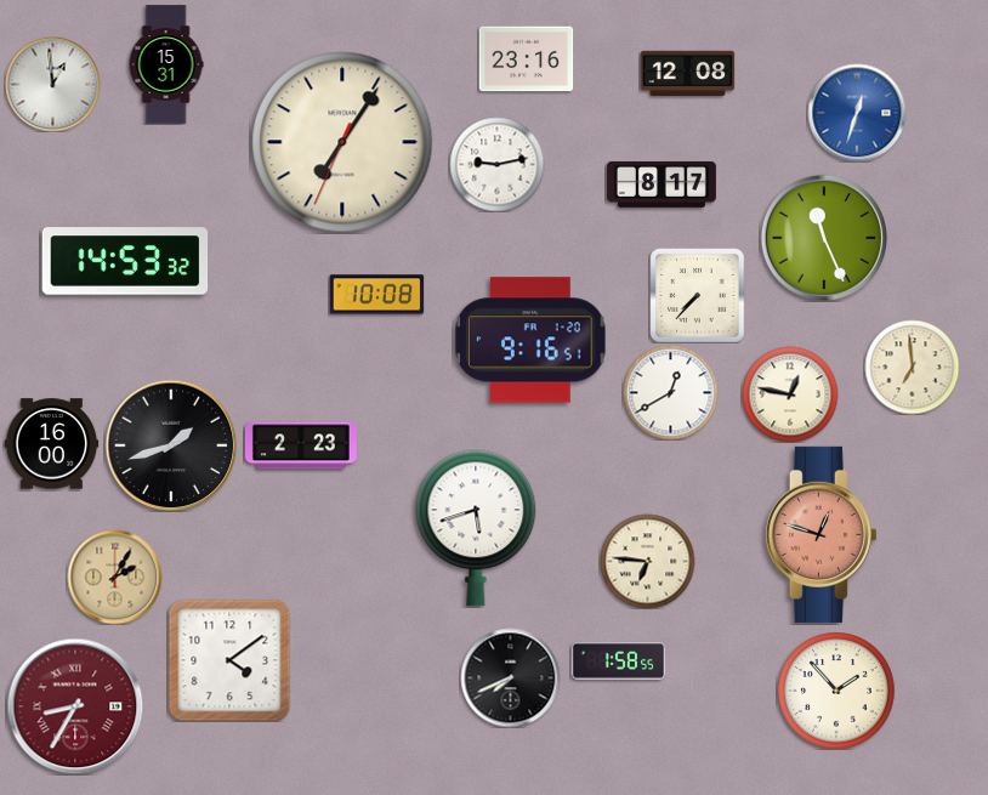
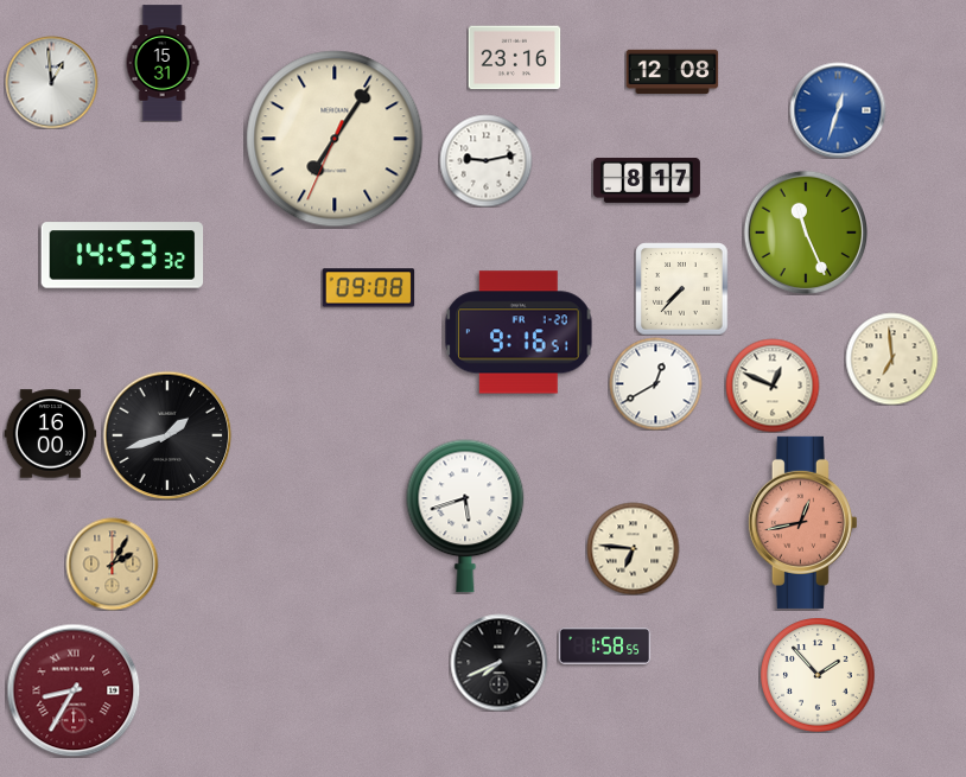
clock at (376, 295): 10:08 -> 09:08
clock at (790, 394): 12:47 -> 12:49
clock at (301, 445): 2:23 -> none
clock at (821, 534): 12:48 -> 12:43
clock at (229, 660): 4:09 -> none
